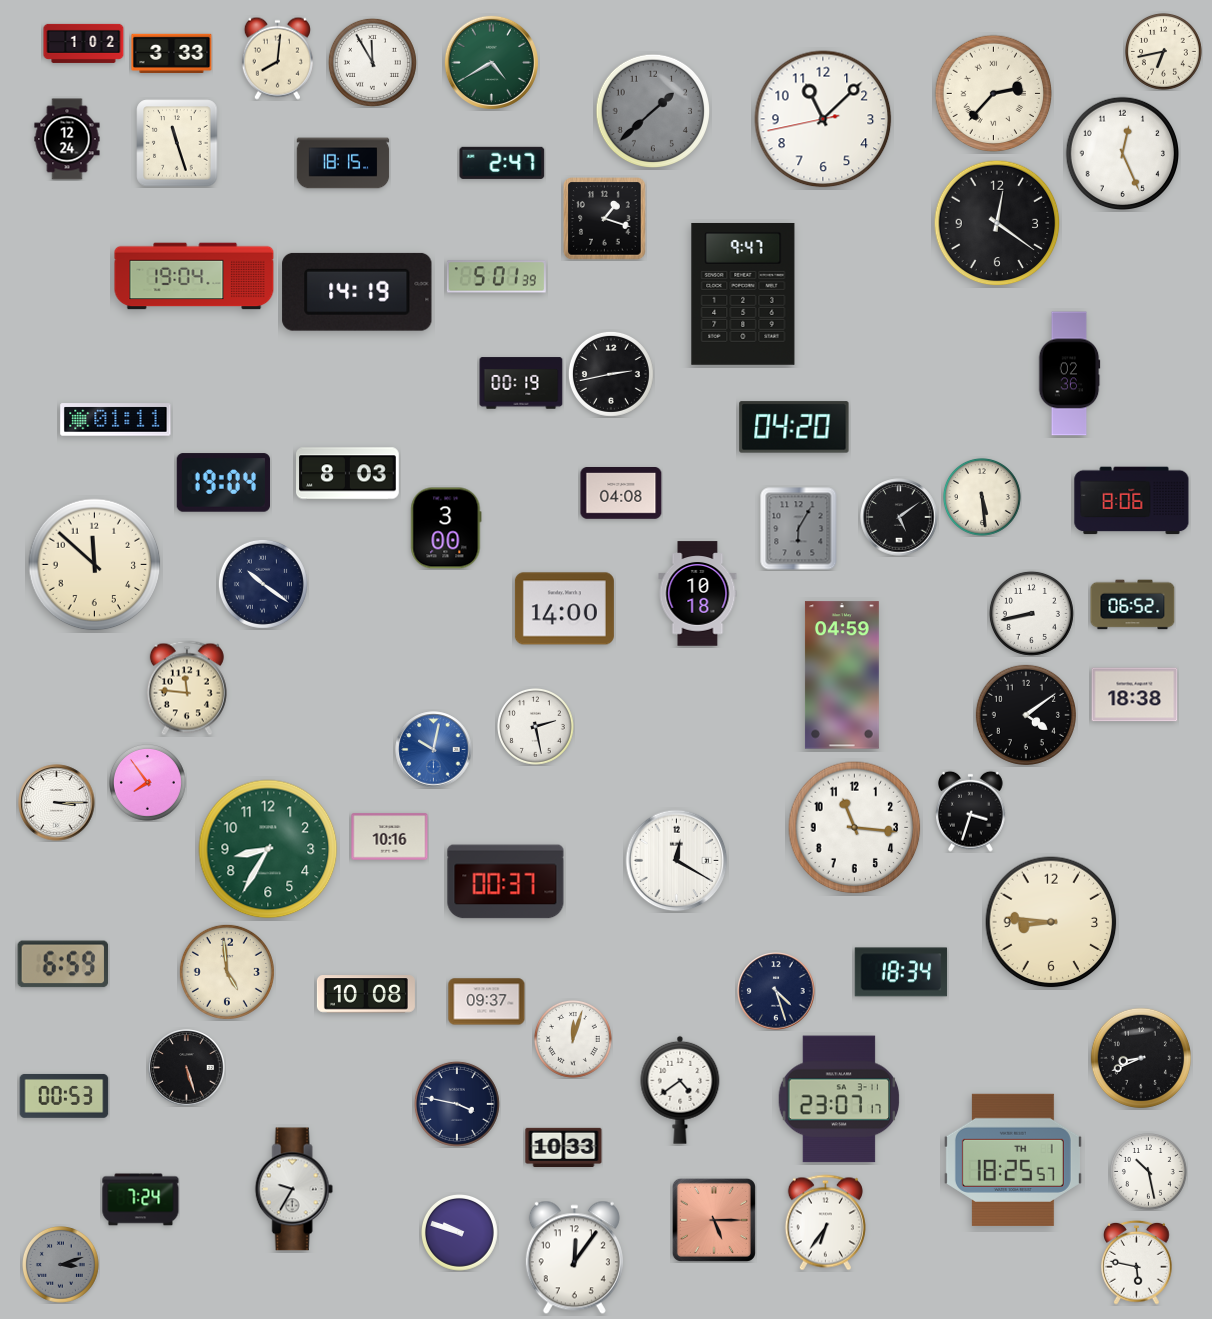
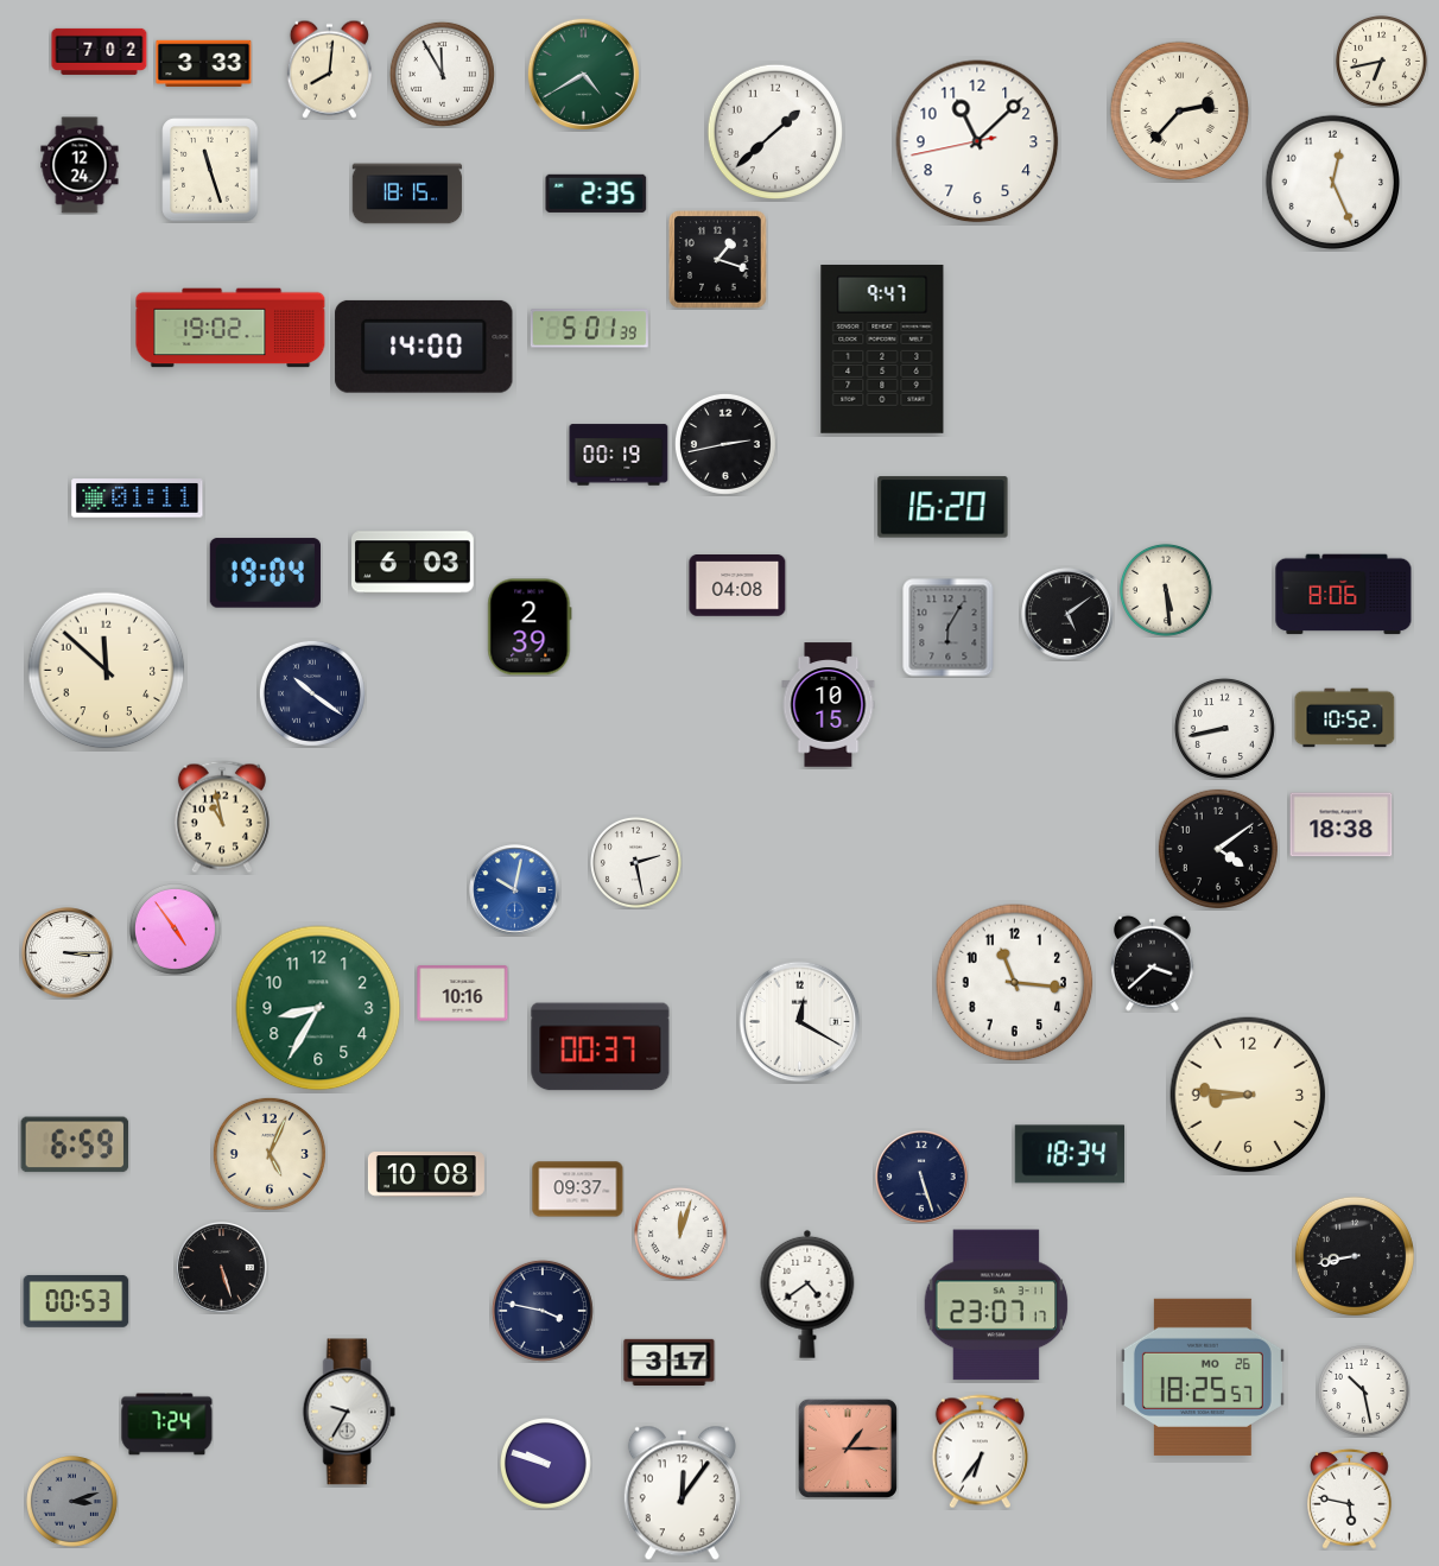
clock at (84, 43): 1:02 -> 7:02
clock at (653, 111) dial: grey -> white
clock at (502, 163): 2:47 -> 2:35
clock at (997, 223): 12:21 -> none
clock at (194, 276): 19:04 -> 19:02
clock at (357, 292): 14:19 -> 14:00
clock at (1069, 374): 02:36 -> none
clock at (794, 427): 04:20 -> 16:20
clock at (348, 474): 8:03 -> 6:03
clock at (446, 528): 3:00 -> 2:39
clock at (95, 565) position: (95, 565) -> (107, 671)
clock at (698, 594): 10:18 -> 10:15
clock at (1133, 605): 06:52 -> 10:52
clock at (564, 609): 14:00 -> none
clock at (842, 675): 04:59 -> none
clock at (187, 688): 11:46 -> 10:58
clock at (1135, 695) position: (1135, 695) -> (1342, 825)
clock at (148, 783): 7:54 -> 4:54
clock at (971, 811): 3:33 -> 3:38
clock at (677, 861) position: (677, 861) -> (800, 1022)
clock at (227, 972): 4:59 -> 5:04
clock at (776, 991): 4:27 -> 5:27
clock at (366, 994) position: (366, 994) -> (426, 1174)
clock at (1141, 1058): 8:41 -> 8:43
clock at (564, 1147): 10:33 -> 3:17
clock at (1013, 1160) date: TH 1 -> MO 26
clock at (714, 1220): 5:15 -> 1:15
